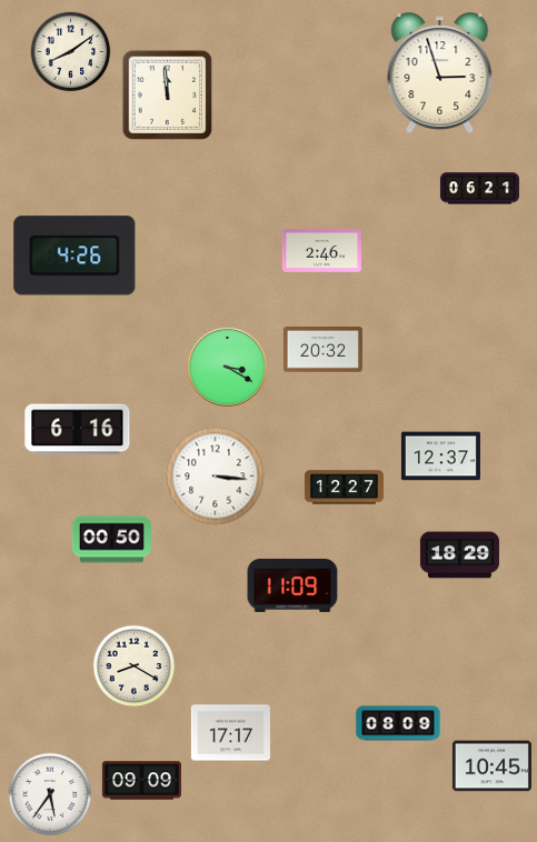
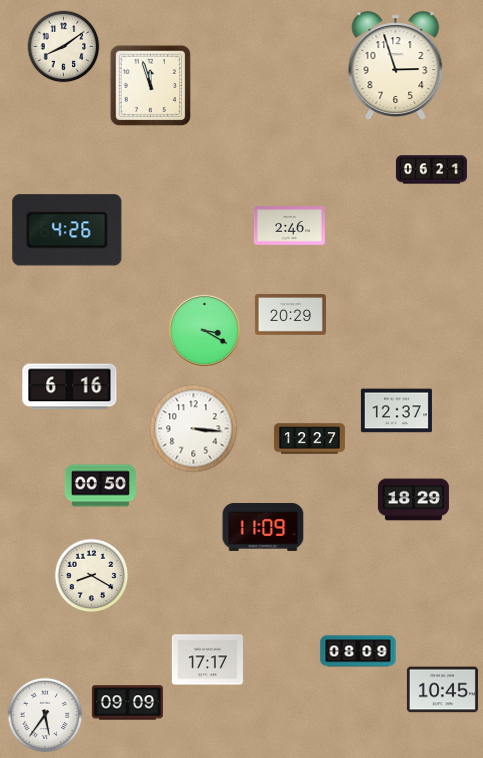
clock at (168, 96): 11:59 -> 11:57
clock at (322, 350): 20:32 -> 20:29
clock at (135, 666) position: (135, 666) -> (92, 576)
